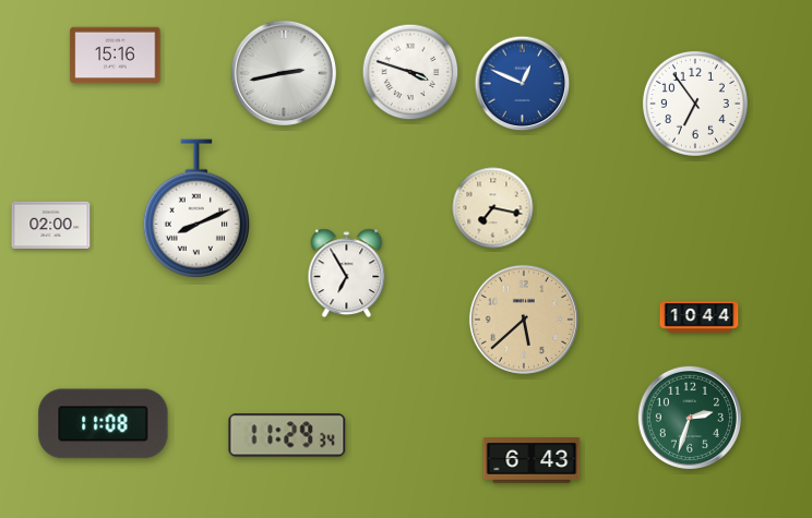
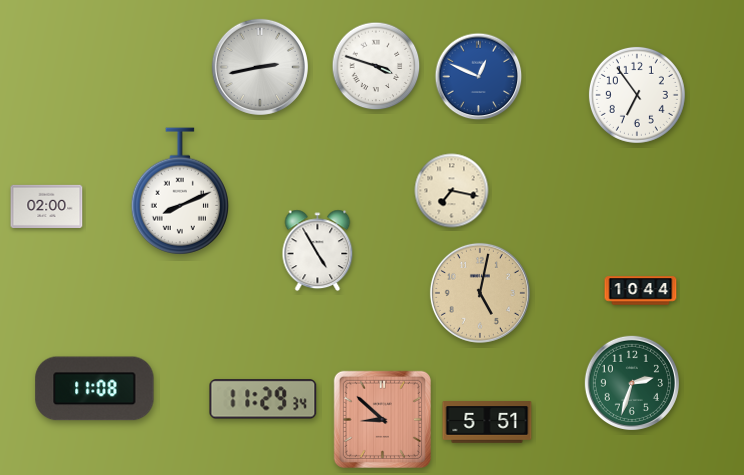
clock at (116, 56): 15:16 -> none
clock at (347, 274): 6:55 -> 4:55
clock at (524, 320): 5:38 -> 5:02
clock at (382, 419): none -> 8:52
clock at (532, 460): 6:43 -> 5:51
